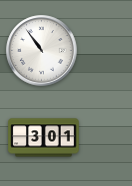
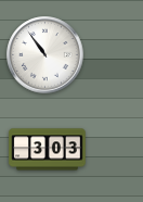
clock at (44, 138): 3:01 -> 3:03
